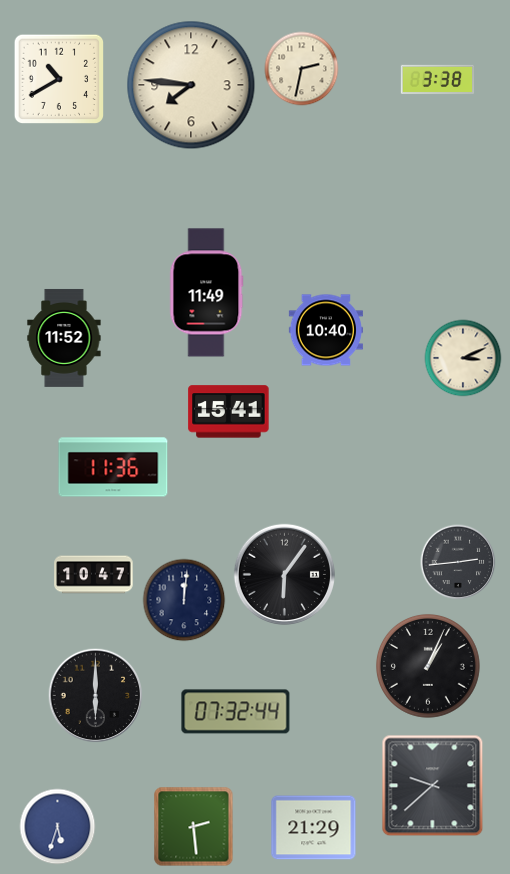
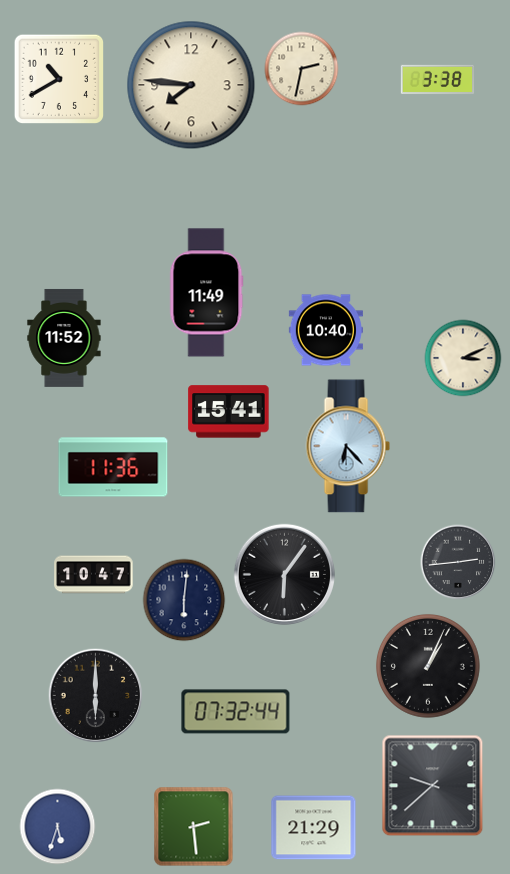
clock at (348, 446): none -> 6:23
clock at (184, 600): 12:01 -> 6:01
